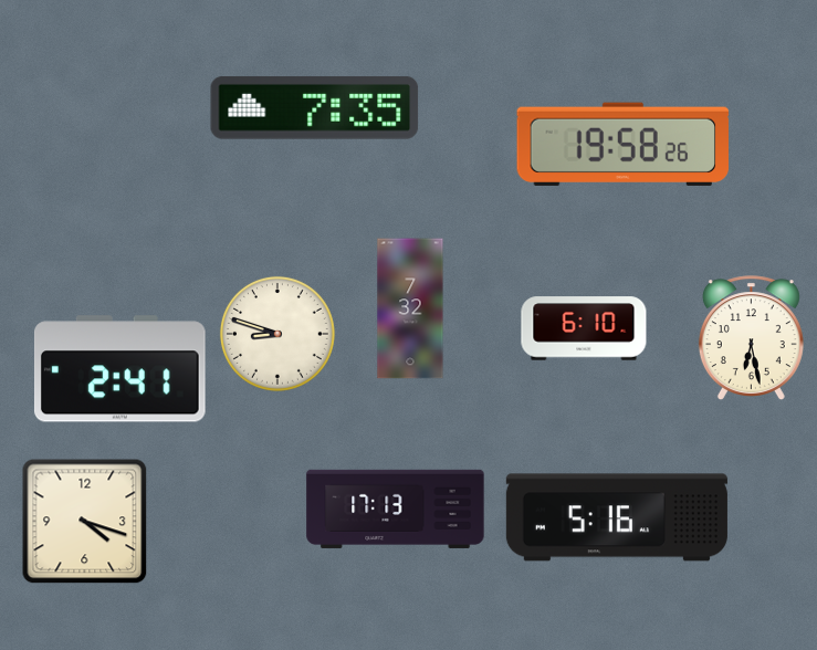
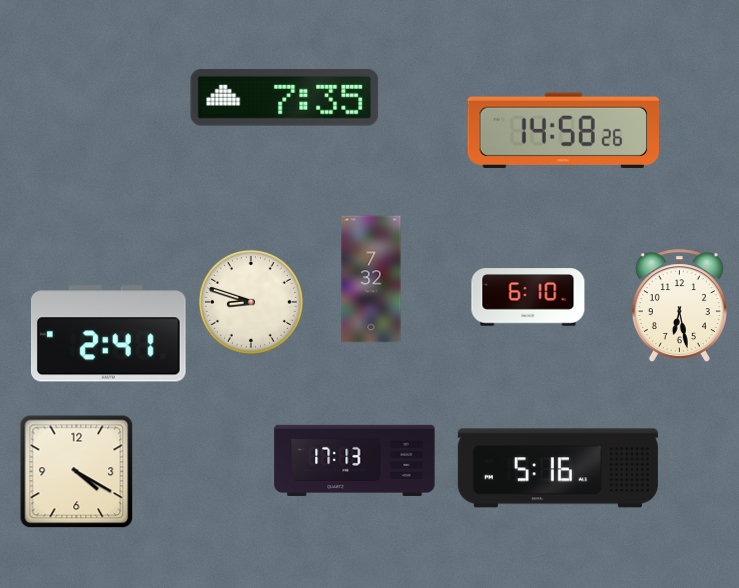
clock at (624, 144): 19:58 -> 14:58
clock at (396, 509) position: (396, 509) -> (355, 460)
clock at (84, 521): 4:18 -> 4:20
